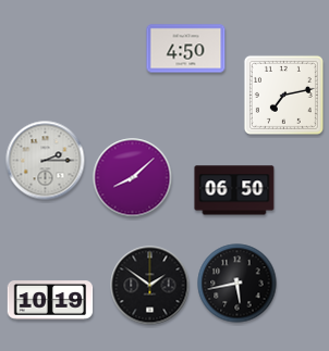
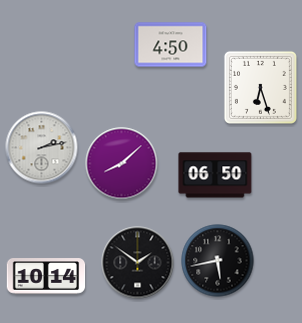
clock at (283, 95): 7:13 -> 6:27
clock at (46, 161): 2:15 -> 2:13
clock at (50, 300): 10:19 -> 10:14
